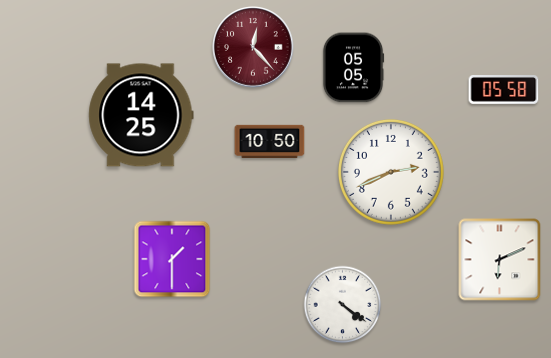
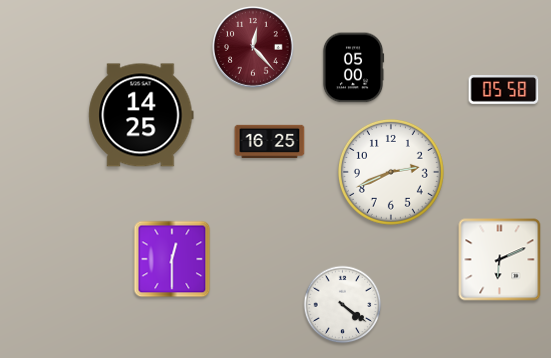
clock at (353, 68): 05:05 -> 05:00
clock at (270, 142): 10:50 -> 16:25
clock at (172, 259): 1:30 -> 12:30
